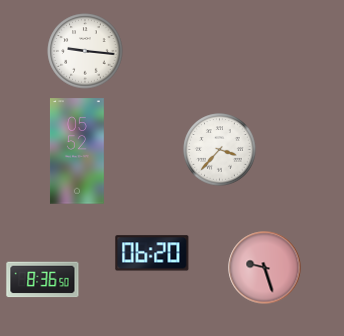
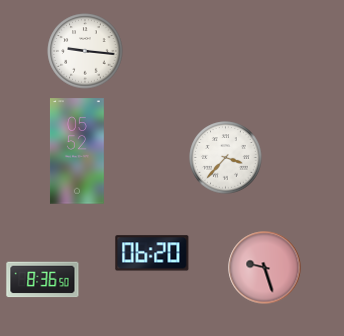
clock at (220, 150) position: (220, 150) -> (226, 158)
